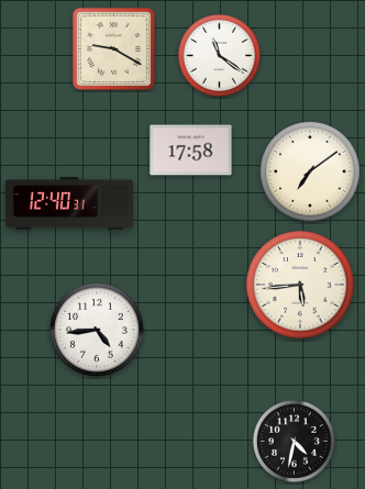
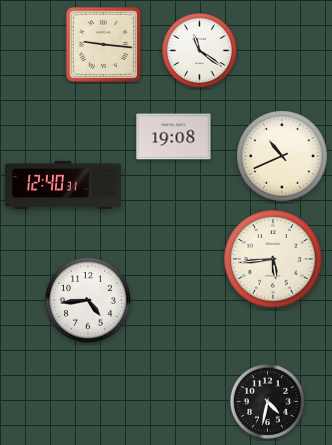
clock at (113, 48): 9:20 -> 9:16
clock at (191, 151): 17:58 -> 19:08
clock at (310, 171): 7:09 -> 10:41
